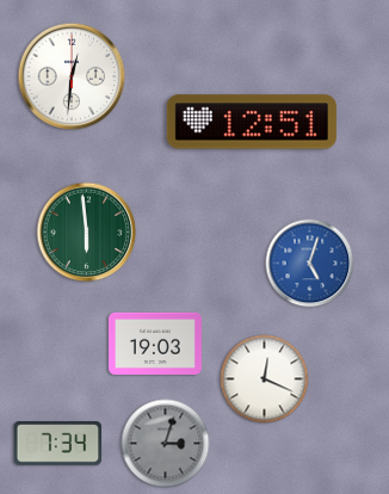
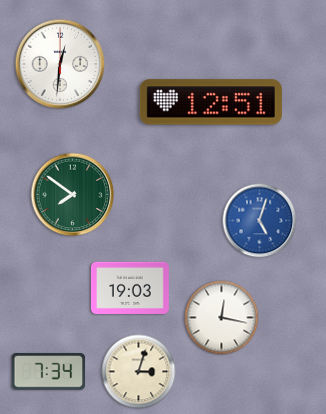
clock at (87, 233): 5:59 -> 7:51
clock at (265, 379): 12:19 -> 12:17
clock at (166, 444) dial: grey -> cream
